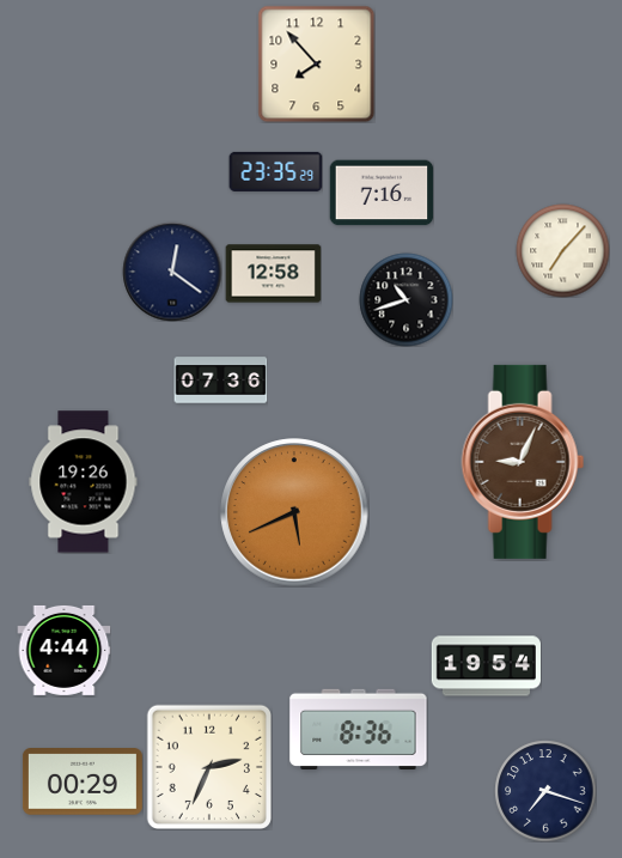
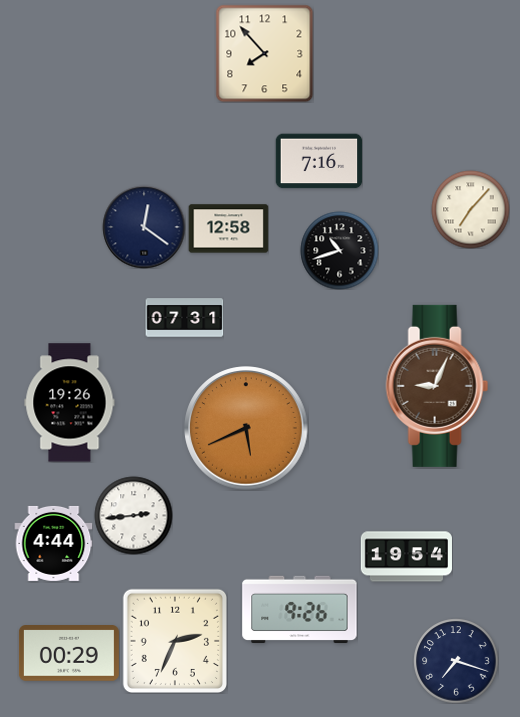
clock at (275, 171): 23:35 -> none
clock at (220, 381): 07:36 -> 07:31
clock at (133, 515): none -> 2:44
clock at (359, 730): 8:36 -> 9:26
